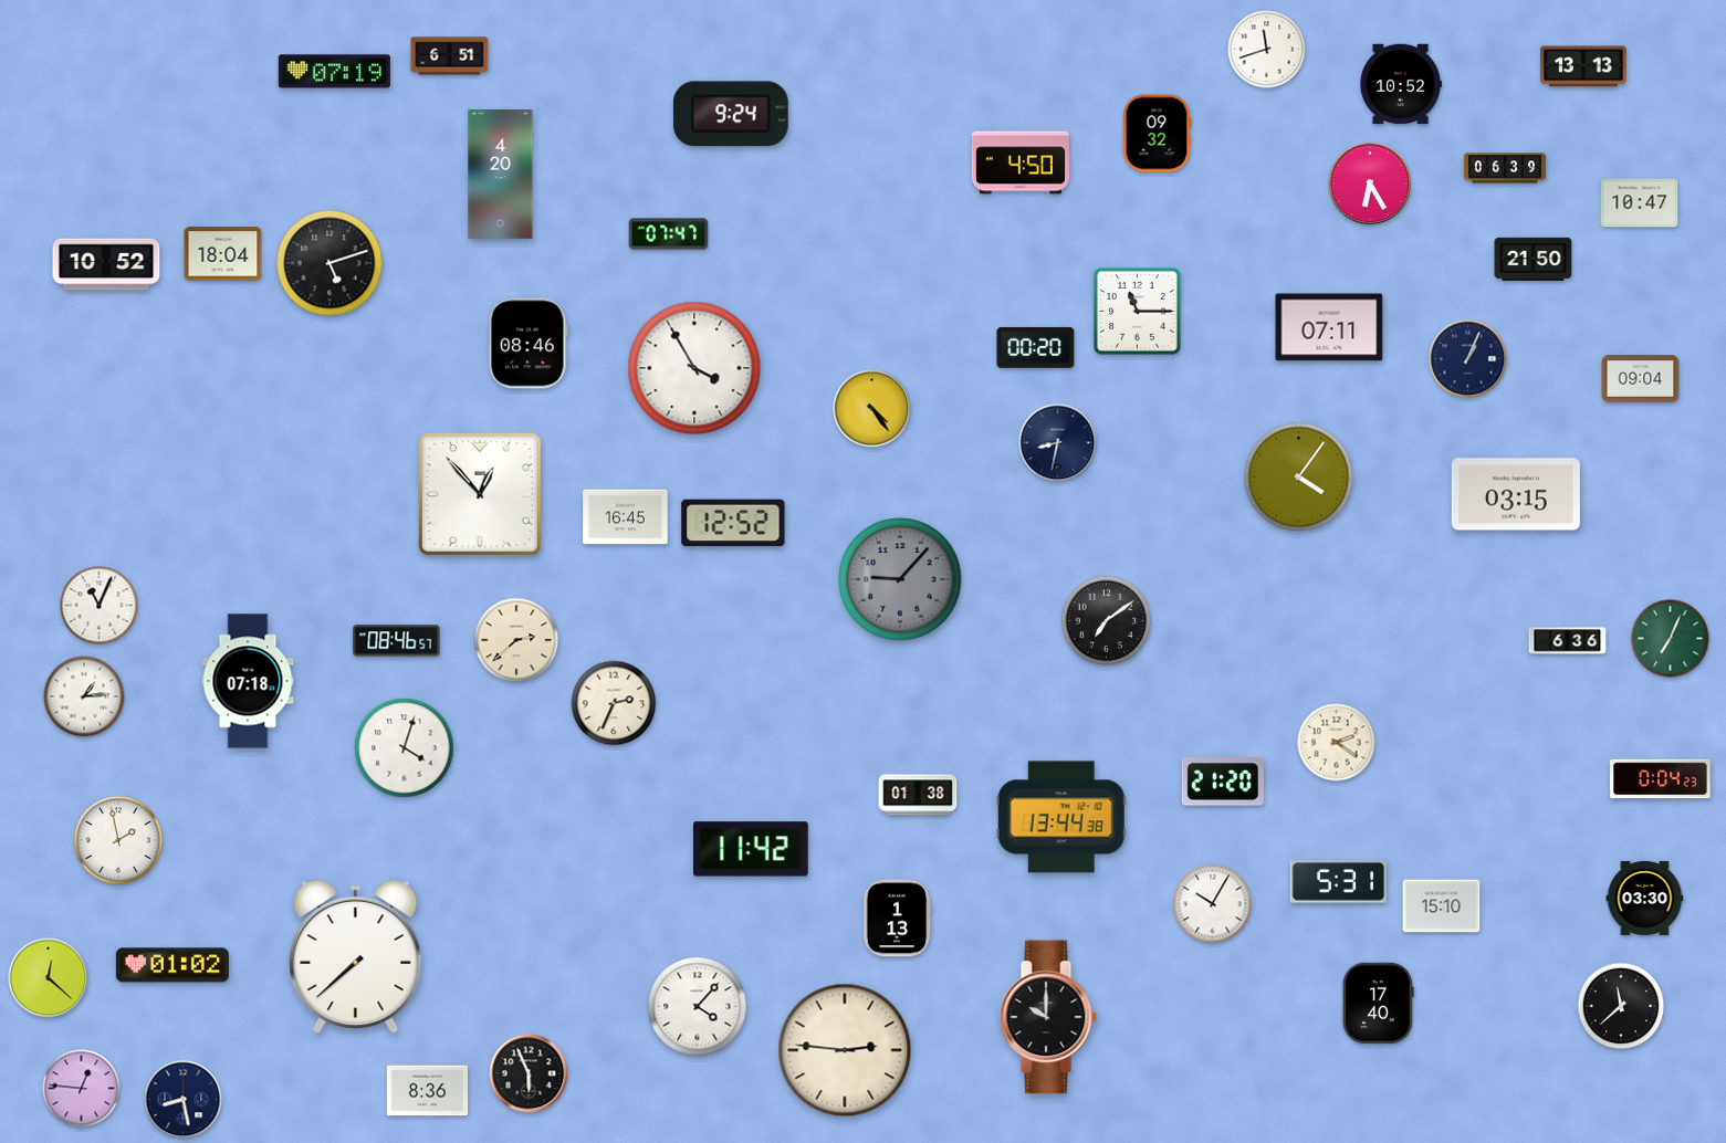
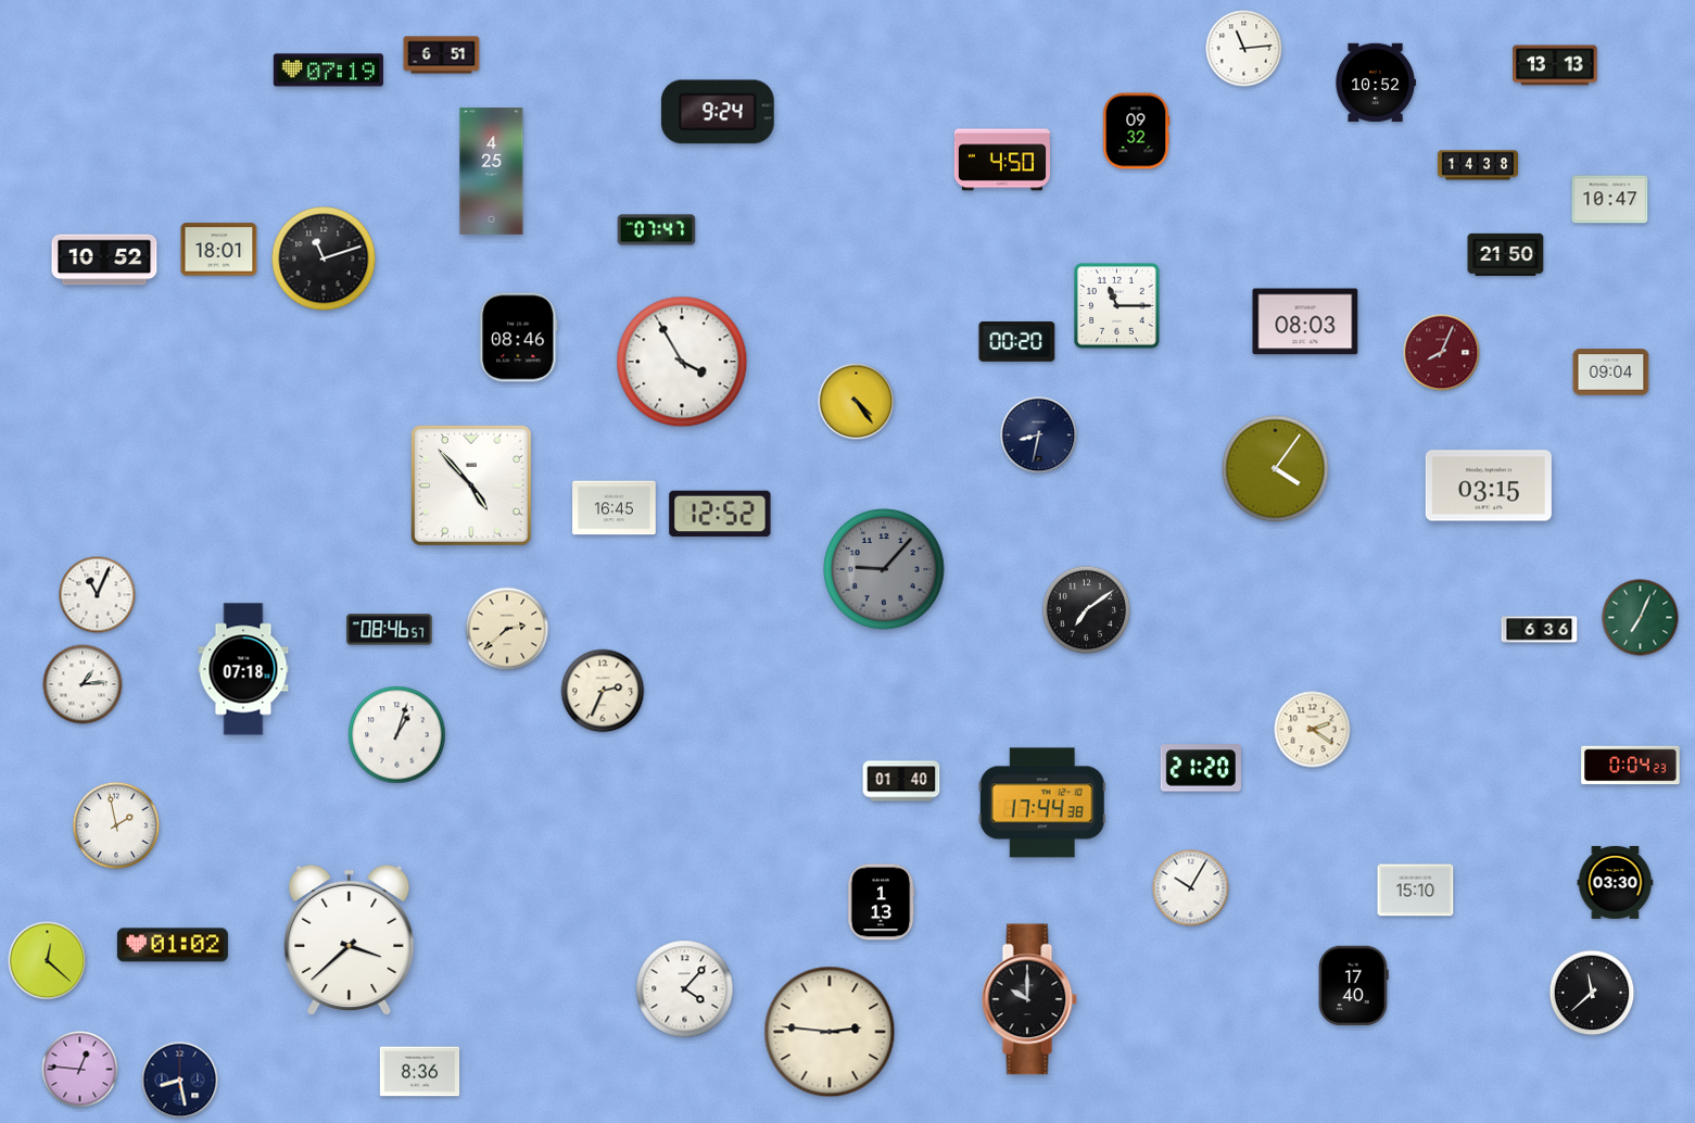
clock at (1267, 50): 11:42 -> 11:14
clock at (1504, 168): 06:39 -> 14:38
clock at (501, 175): 4:20 -> 4:25
clock at (1370, 183): 6:25 -> none
clock at (223, 254): 18:04 -> 18:01
clock at (329, 263): 5:12 -> 11:12
clock at (1329, 327): 07:11 -> 08:03
clock at (1468, 359): 1:04 -> 8:04
clock at (1468, 359) dial: navy -> burgundy
clock at (481, 495): 12:53 -> 4:53
clock at (1671, 639) position: (1671, 639) -> (1641, 618)
clock at (405, 748): 4:03 -> 1:03
clock at (918, 795): 01:38 -> 01:40
clock at (1061, 817): 13:44 -> 17:44
clock at (751, 849): 11:42 -> none
clock at (1338, 882): 5:31 -> none
clock at (356, 957): 7:38 -> 3:38
clock at (172, 965) position: (172, 965) -> (173, 945)
clock at (1621, 1006) position: (1621, 1006) -> (1592, 993)
clock at (529, 1073): 5:56 -> none
